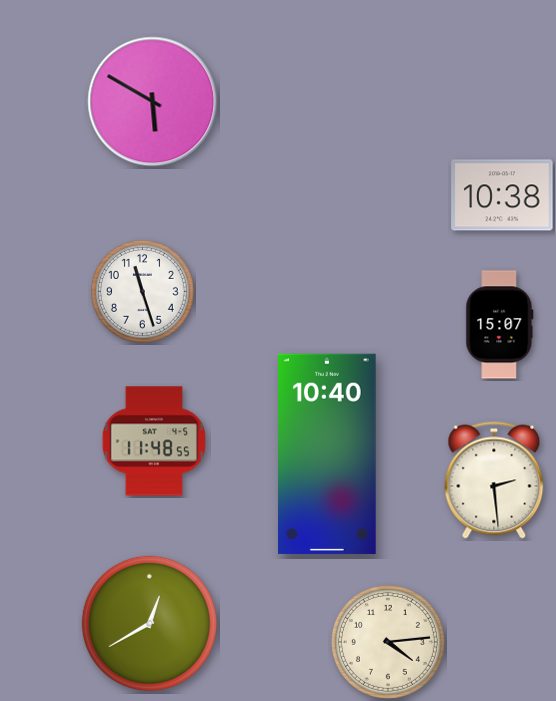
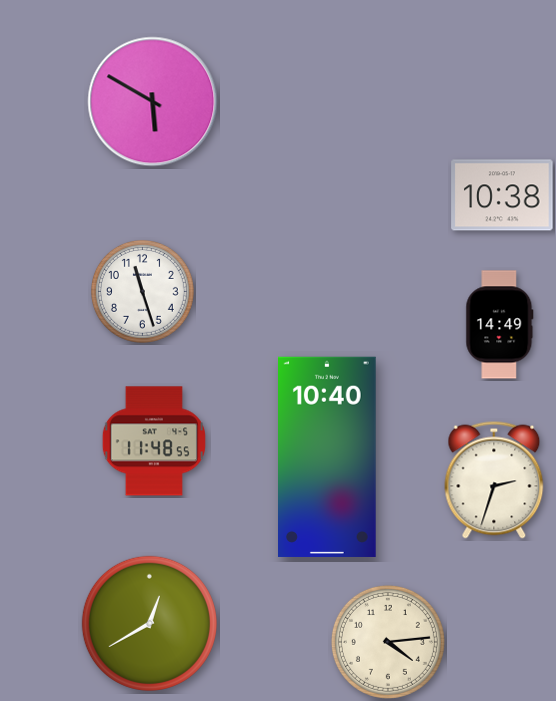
clock at (500, 325): 15:07 -> 14:49
clock at (328, 454) position: (328, 454) -> (328, 457)
clock at (494, 480): 2:29 -> 2:33
